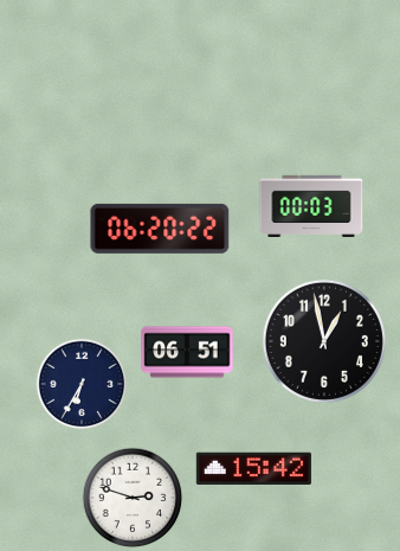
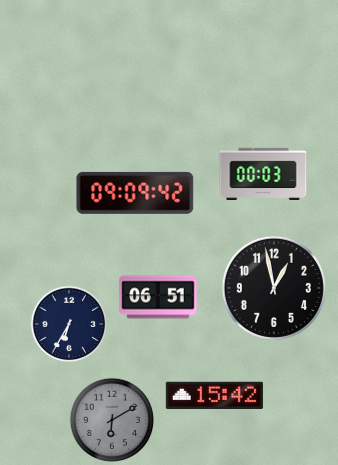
clock at (160, 229): 06:20 -> 09:09
clock at (133, 498): 2:48 -> 6:10
clock at (133, 498) dial: white -> grey
